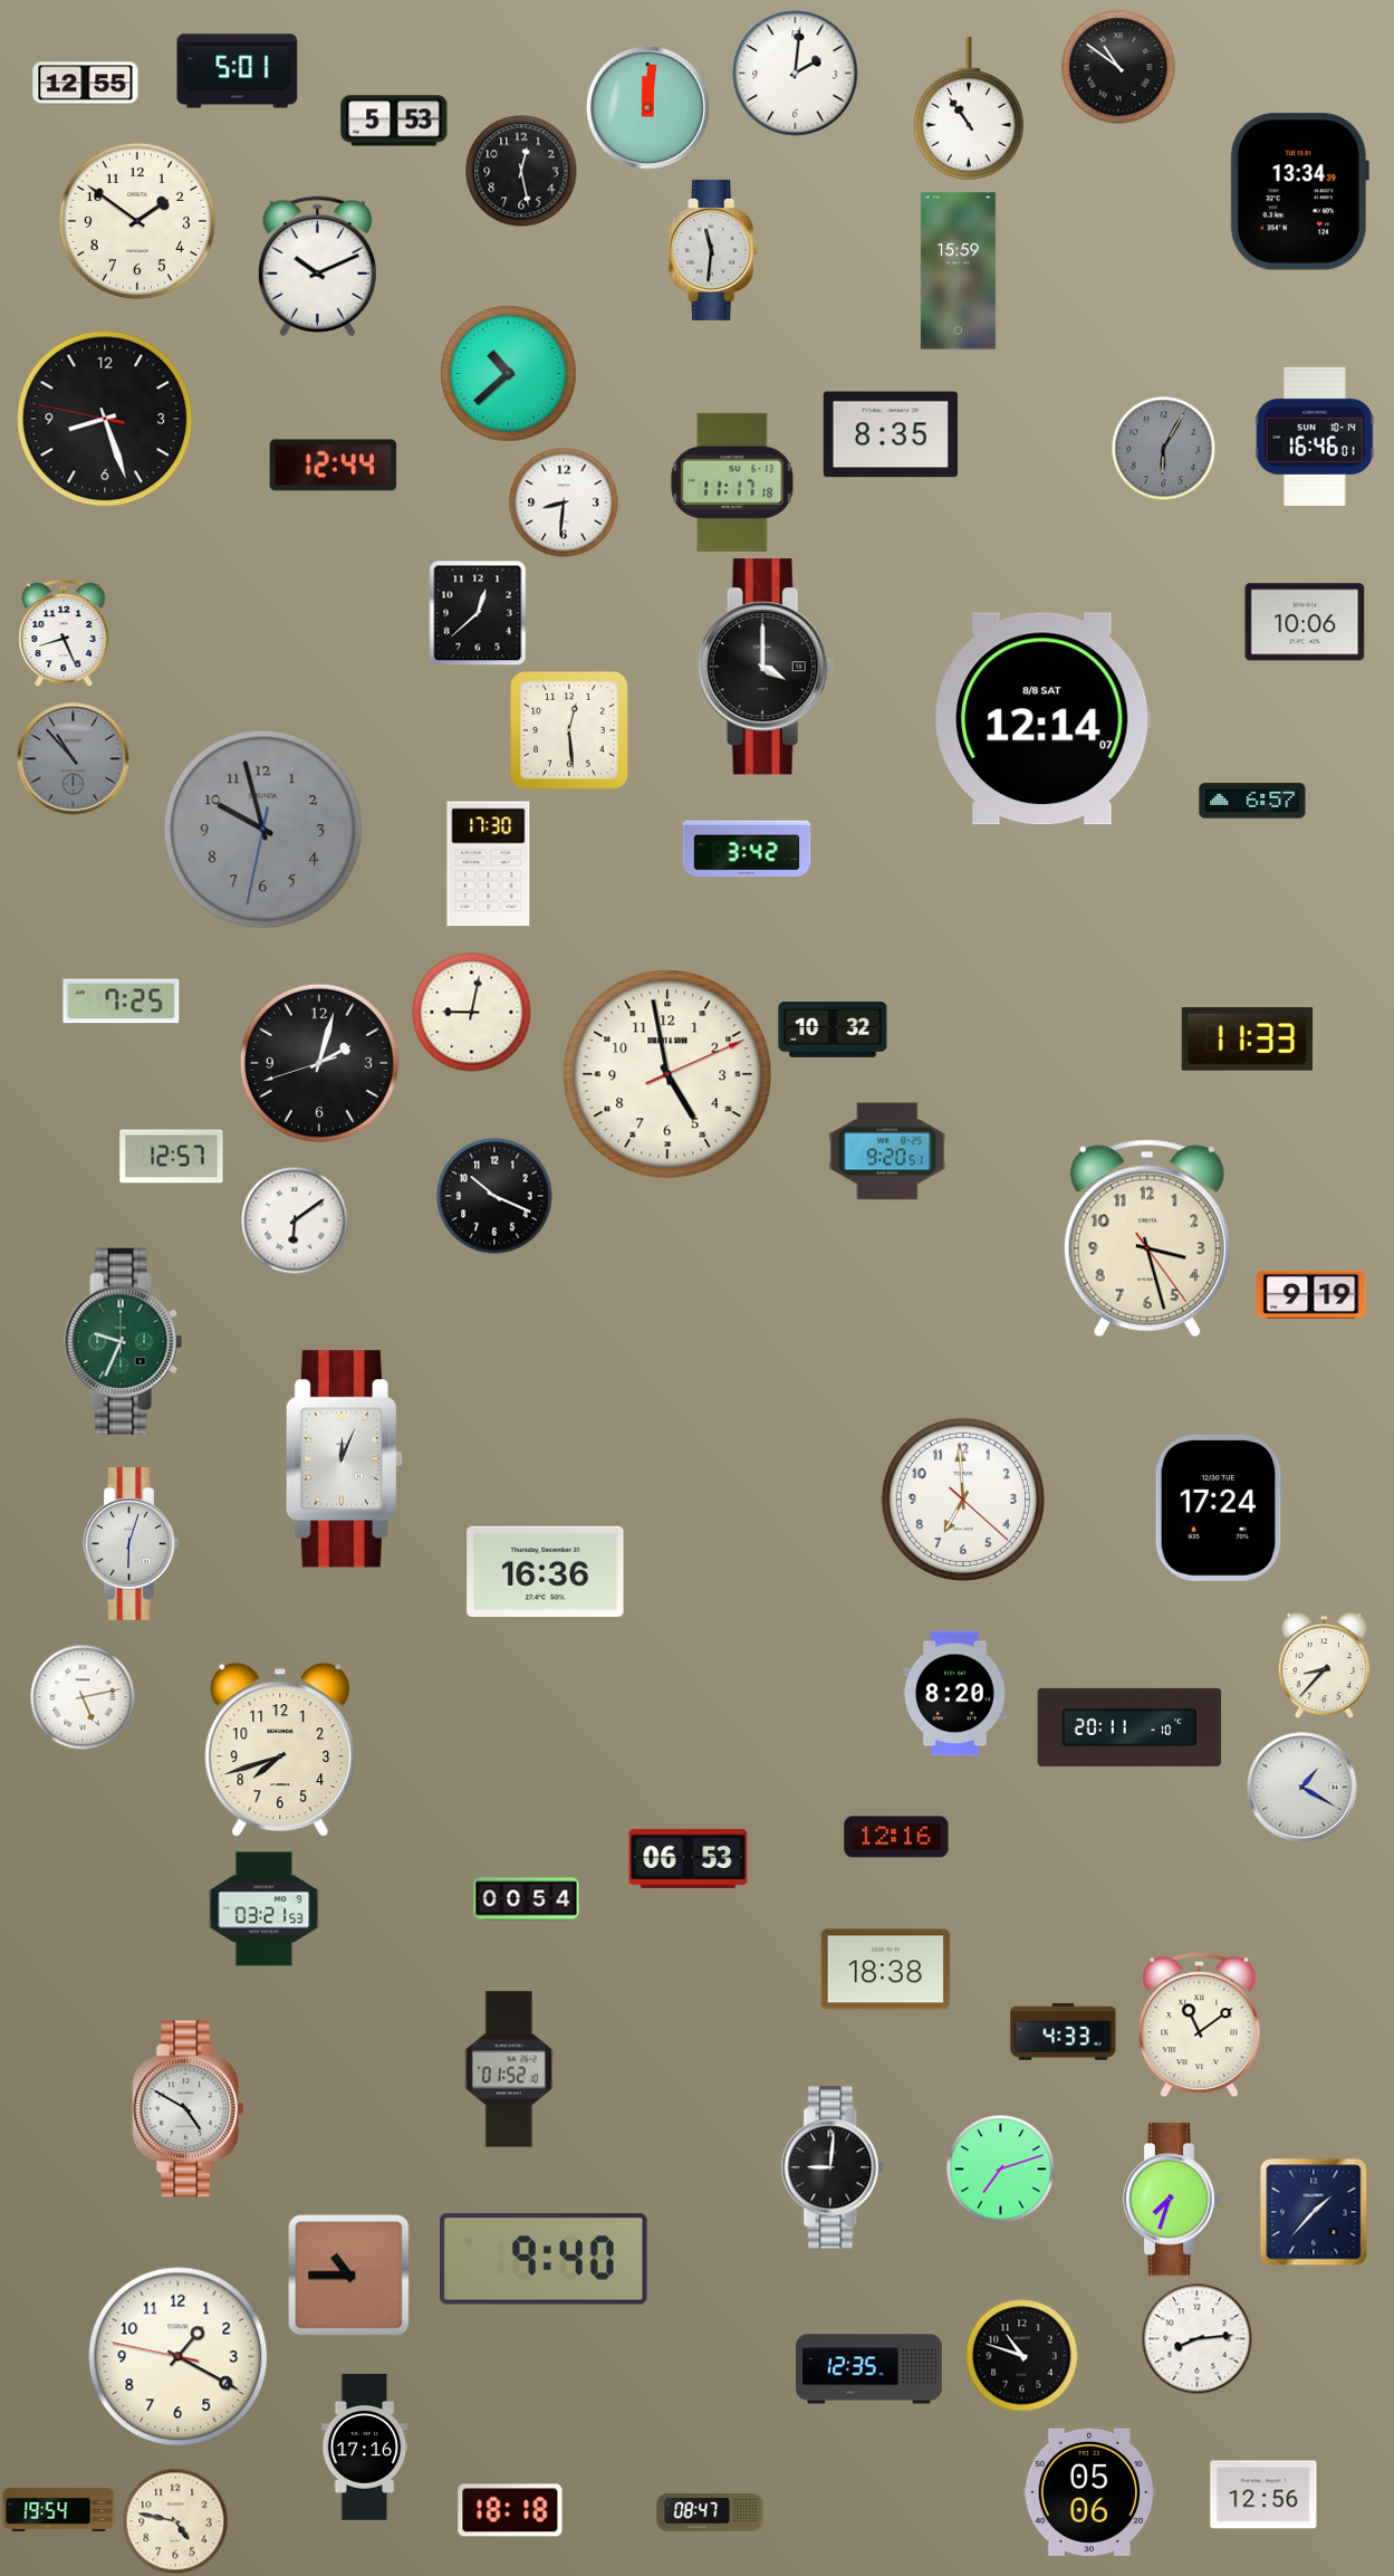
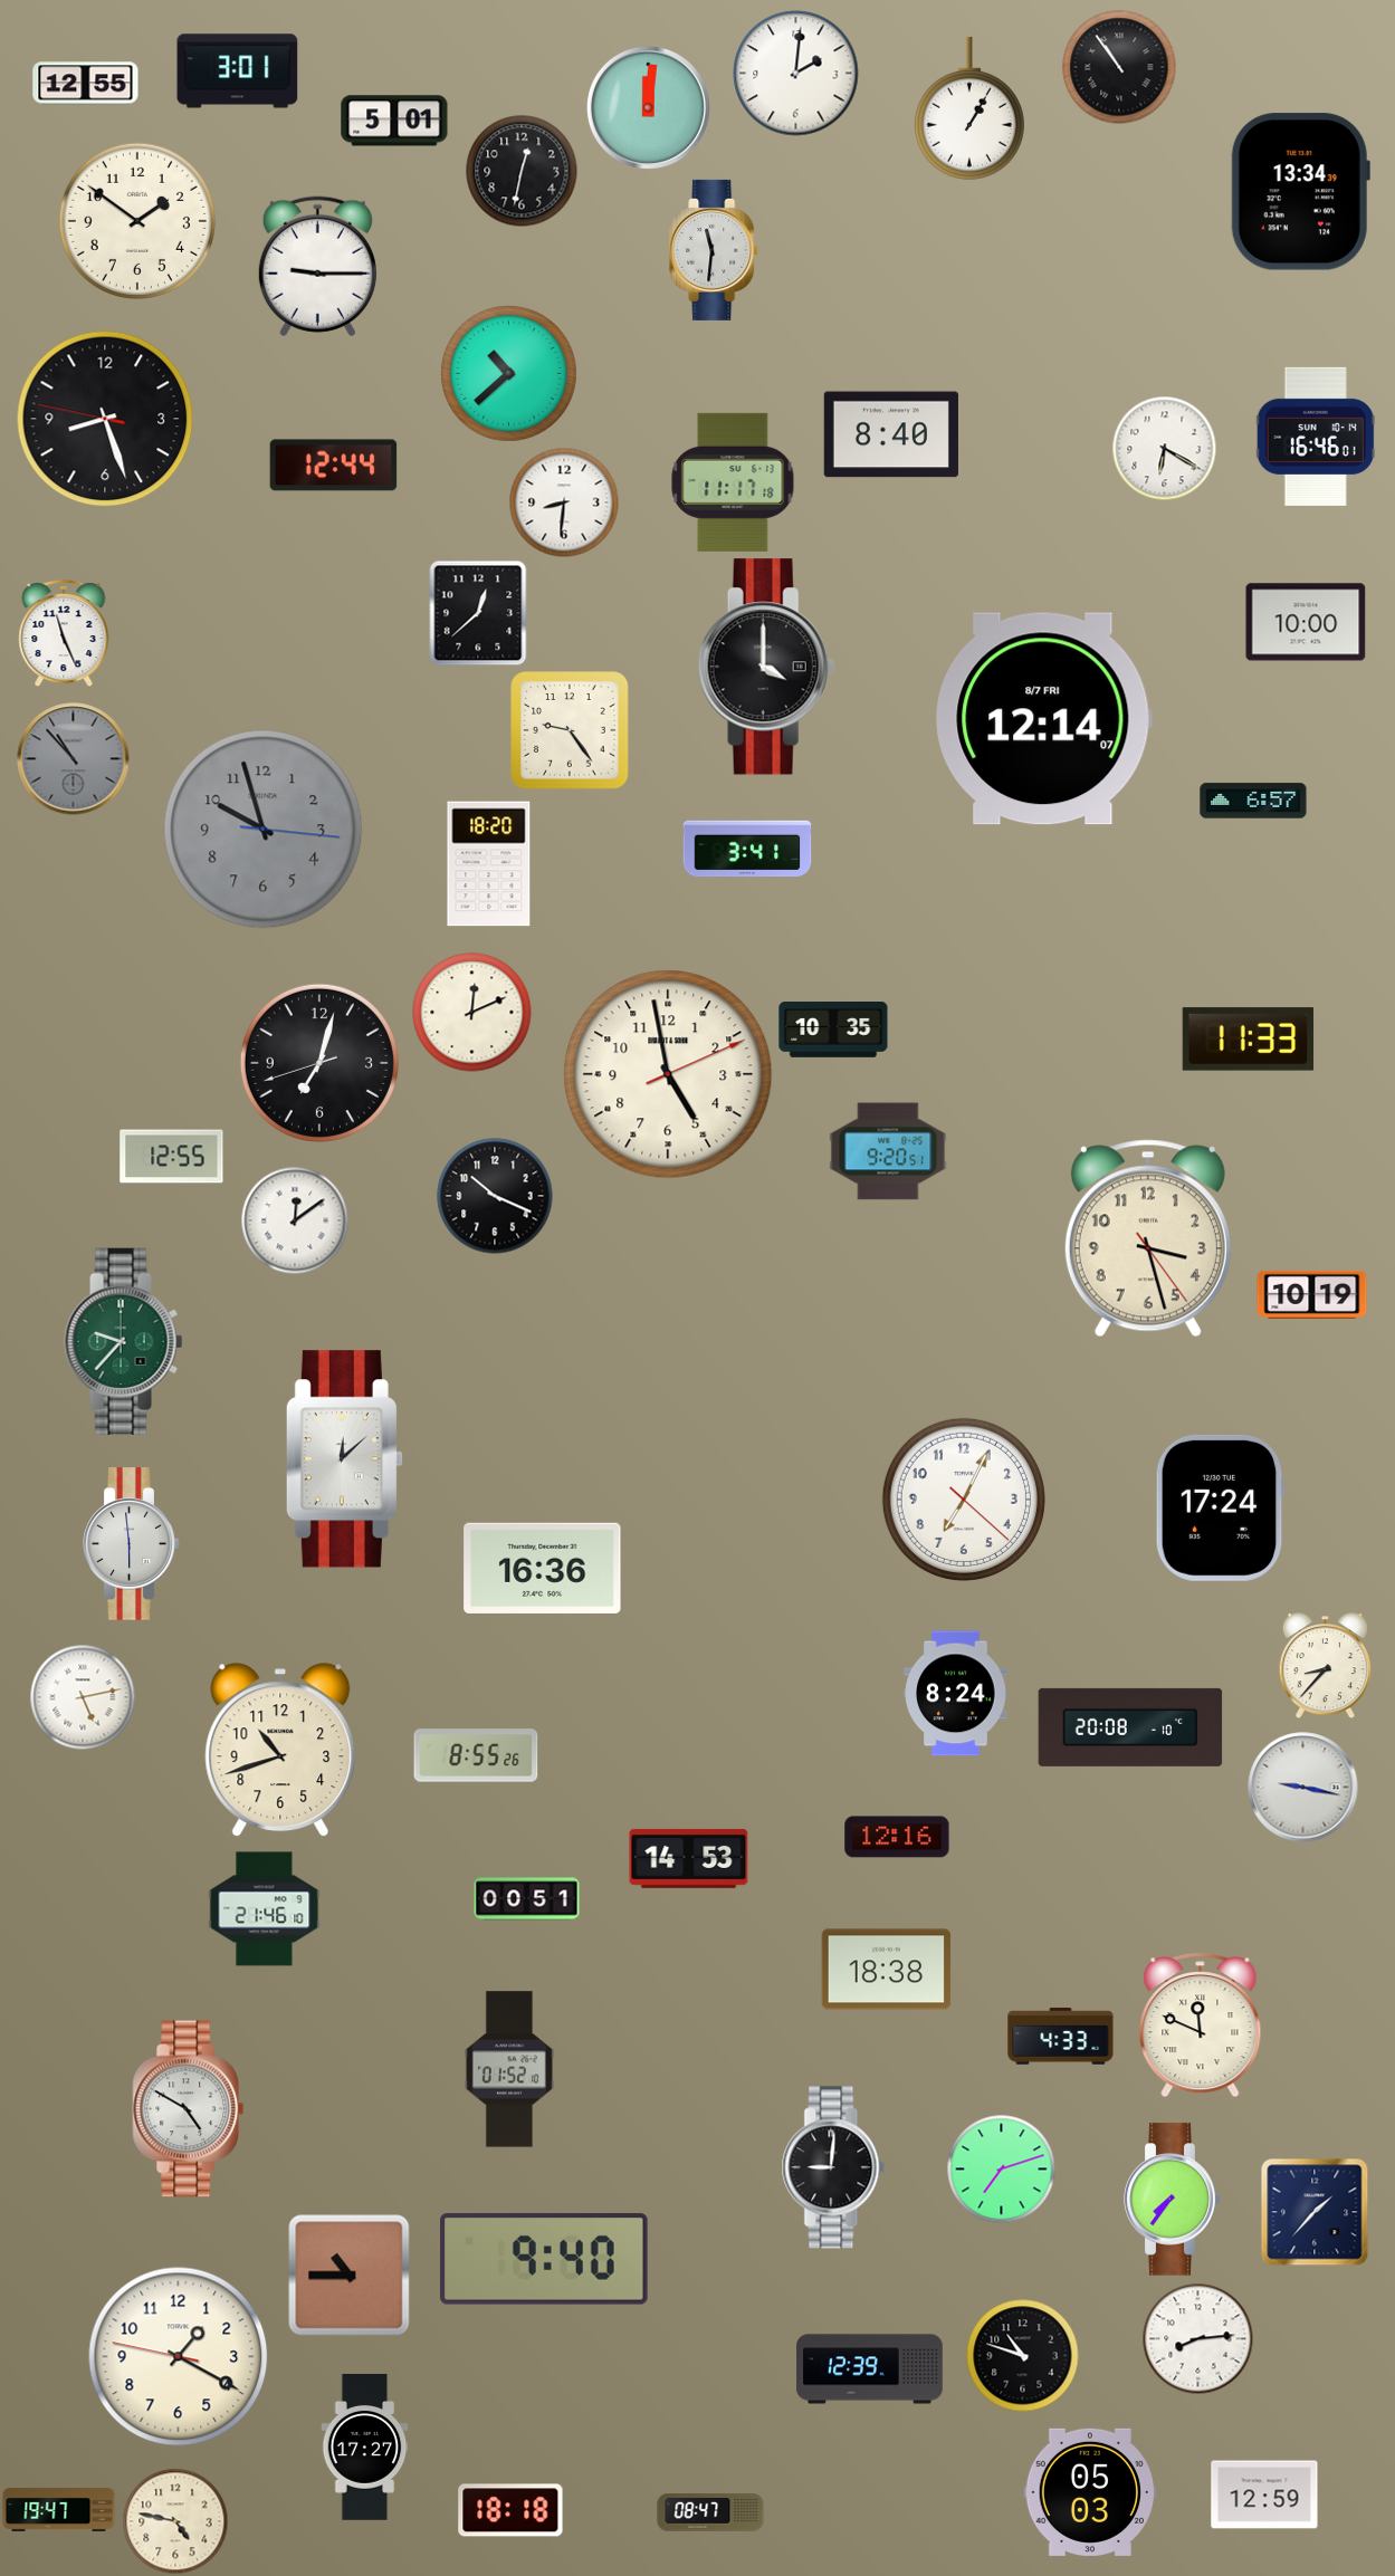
clock at (1118, 67): 10:51 -> 10:54
clock at (238, 71): 5:01 -> 3:01
clock at (969, 108): 10:54 -> 1:05
clock at (394, 121): 5:53 -> 5:01
clock at (521, 171): 12:28 -> 12:32
clock at (317, 267): 10:11 -> 9:15
clock at (958, 271): 15:59 -> none
clock at (891, 434): 8:35 -> 8:40
clock at (1163, 448): 6:05 -> 6:20
clock at (1163, 448) dial: grey -> white
clock at (1305, 622): 10:06 -> 10:00
clock at (64, 633): 8:26 -> 11:26
clock at (1044, 719) date: 8/8 SAT -> 8/7 FRI
clock at (569, 730): 12:29 -> 9:24
clock at (263, 830): 9:57:32 -> 9:57:16
clock at (747, 849): 3:42 -> 3:41
clock at (489, 864): 17:30 -> 18:20
clock at (122, 1002): 7:25 -> none
clock at (472, 1013): 9:02 -> 12:11
clock at (833, 1031): 10:32 -> 10:35
clock at (319, 1063): 2:02 -> 7:02
clock at (172, 1157): 12:57 -> 12:55
clock at (295, 1220): 6:09 -> 12:09
clock at (1311, 1294): 9:19 -> 10:19
clock at (124, 1341): 9:34 -> 9:37
clock at (344, 1459): 12:04 -> 12:08
clock at (963, 1500): 6:59 -> 7:04
clock at (132, 1544): 6:03 -> 5:59
clock at (546, 1571) position: (546, 1571) -> (543, 1568)
clock at (955, 1694): 8:20 -> 8:24
clock at (1129, 1727): 20:11 -> 20:08
clock at (280, 1751): 7:42 -> 10:42
clock at (476, 1755): none -> 8:55
clock at (1302, 1788): 1:20 -> 9:17
clock at (689, 1858): 06:53 -> 14:53
clock at (527, 1899): 00:54 -> 00:51
clock at (265, 1909): 03:21 -> 21:46
clock at (1200, 2026): 11:09 -> 11:49
clock at (1064, 2032) position: (1064, 2032) -> (1061, 2037)
clock at (1172, 2200): 7:33 -> 7:36
clock at (869, 2369): 12:35 -> 12:39
clock at (365, 2448): 17:16 -> 17:27
clock at (1088, 2492): 05:06 -> 05:03
clock at (1263, 2494): 12:56 -> 12:59
clock at (59, 2509): 19:54 -> 19:47
